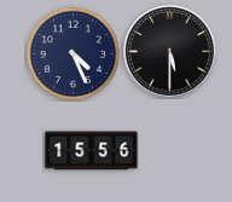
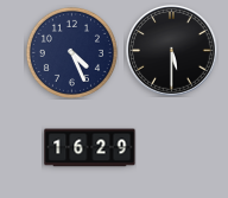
clock at (170, 52) position: (170, 52) -> (172, 51)
clock at (92, 151): 15:56 -> 16:29
